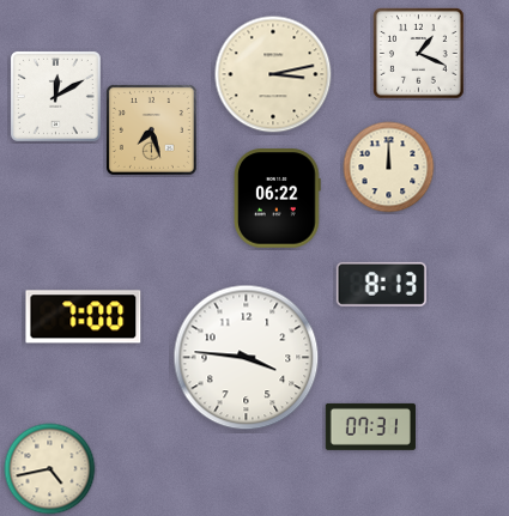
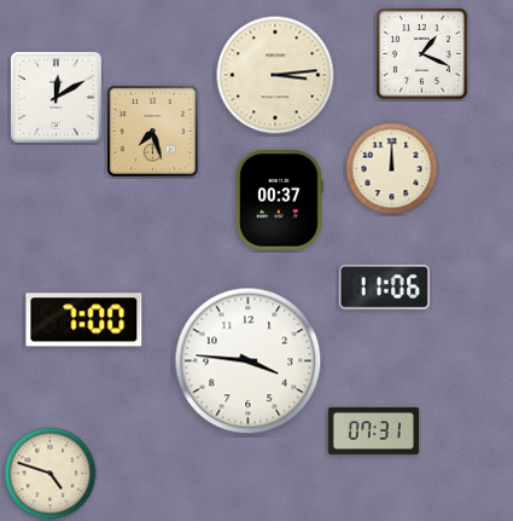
clock at (273, 74): 3:13 -> 3:14
clock at (278, 199): 06:22 -> 00:37
clock at (381, 284): 8:13 -> 11:06
clock at (50, 469): 4:43 -> 4:48
